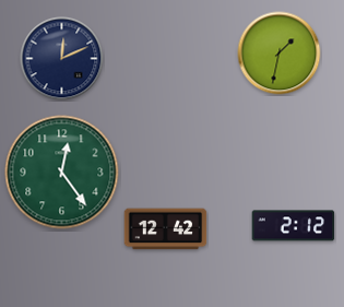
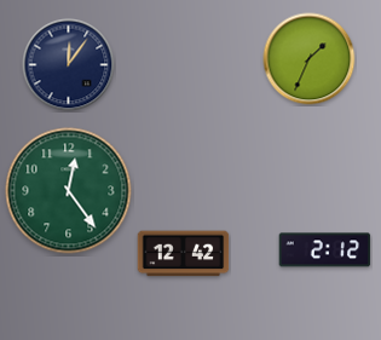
clock at (280, 54): 1:32 -> 1:34
clock at (62, 59): 12:11 -> 12:06
